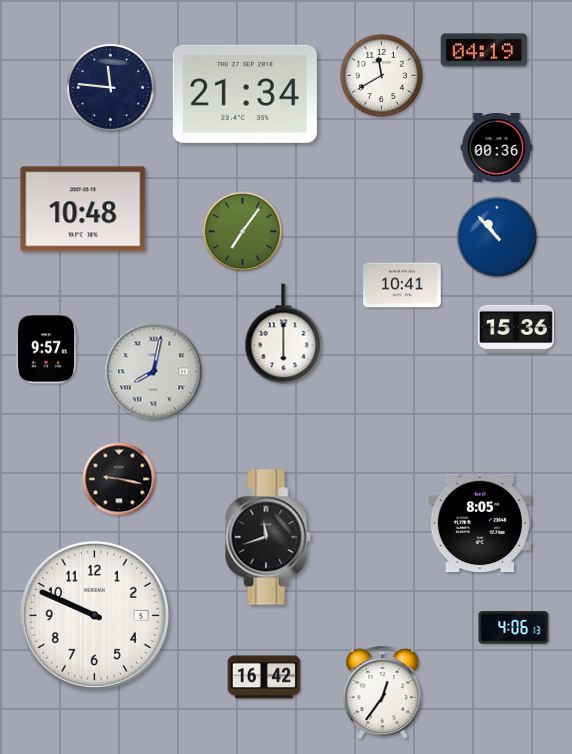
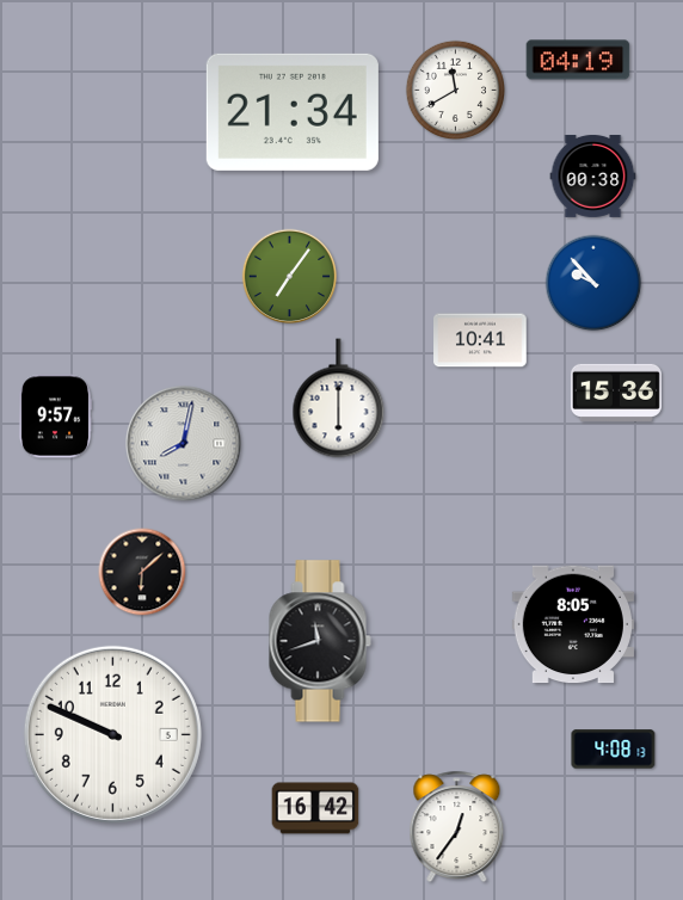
clock at (111, 88): 11:46 -> none
clock at (497, 147): 00:36 -> 00:38
clock at (83, 209): 10:48 -> none
clock at (497, 237): 10:53 -> 9:53
clock at (119, 479): 9:17 -> 6:08
clock at (514, 628): 4:06 -> 4:08
